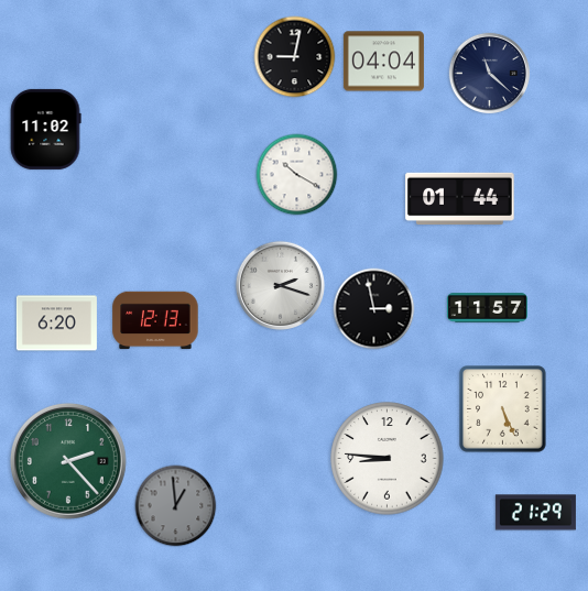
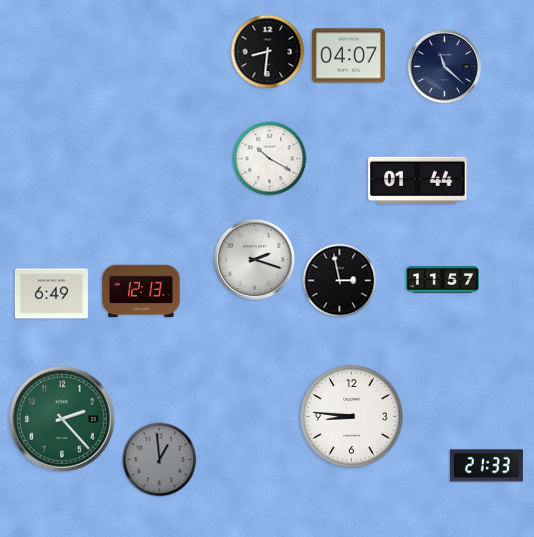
clock at (295, 57): 9:02 -> 8:31
clock at (383, 62): 04:04 -> 04:07
clock at (45, 129): 11:02 -> none
clock at (56, 324): 6:20 -> 6:49
clock at (503, 409): 5:26 -> none
clock at (535, 513): 21:29 -> 21:33
